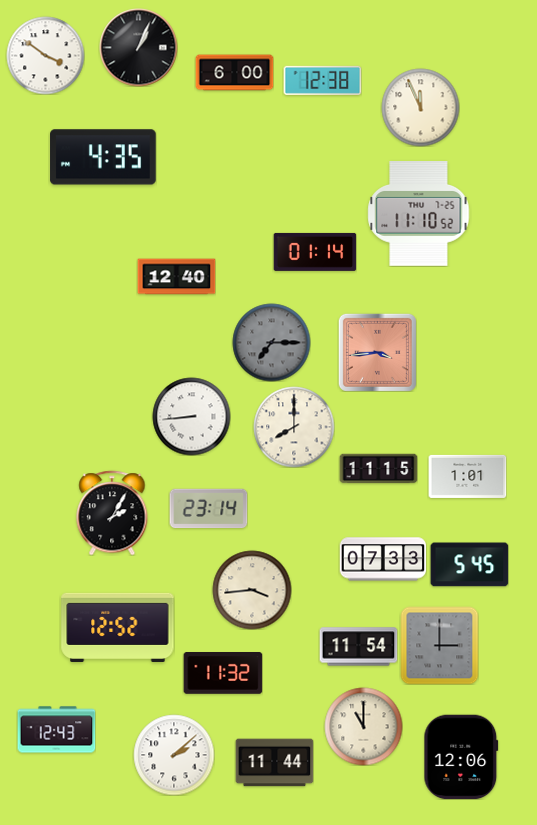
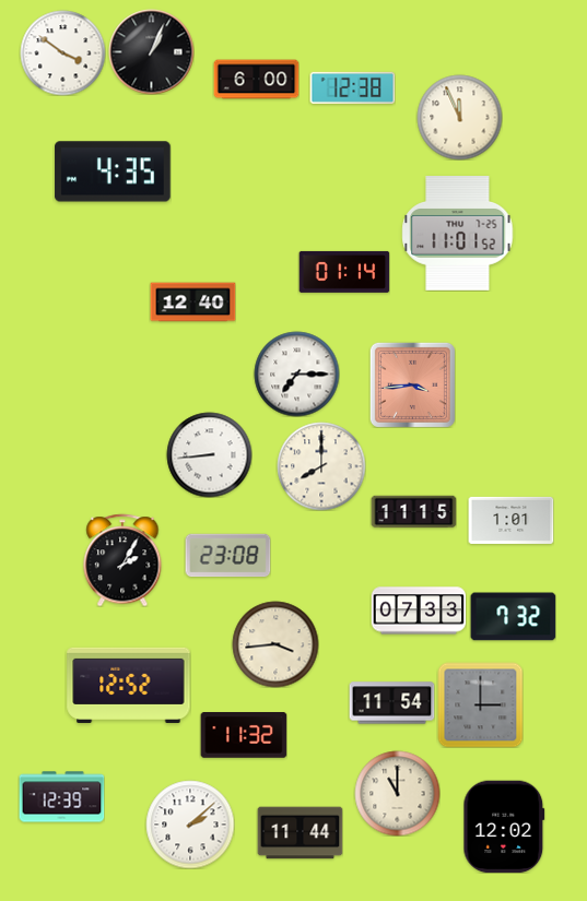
clock at (45, 55) position: (45, 55) -> (62, 52)
clock at (419, 214): 11:10 -> 11:01
clock at (315, 252) position: (315, 252) -> (344, 272)
clock at (271, 342) dial: grey -> white
clock at (208, 509): 23:14 -> 23:08
clock at (469, 565): 5:45 -> 7:32
clock at (358, 647) position: (358, 647) -> (391, 703)
clock at (56, 730): 12:43 -> 12:39
clock at (461, 757): 12:06 -> 12:02
